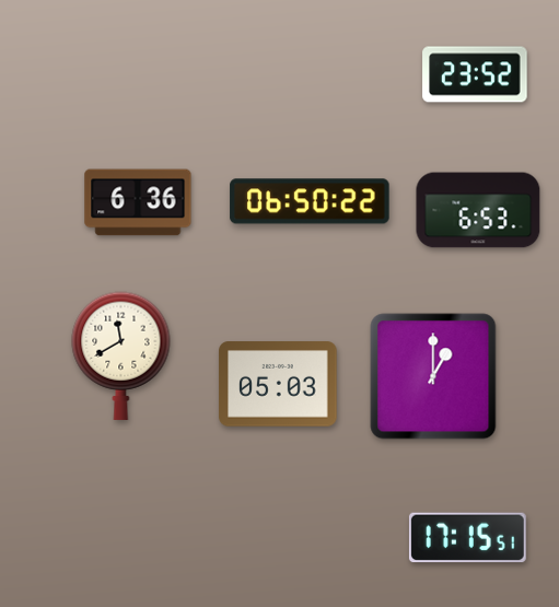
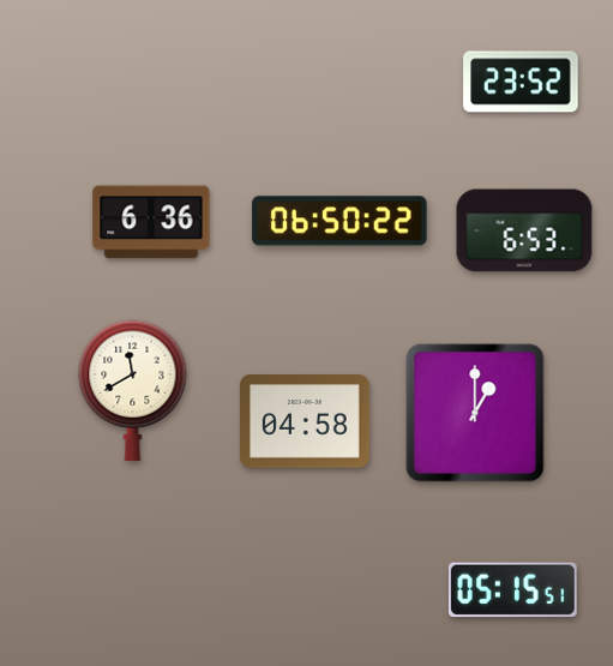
clock at (278, 384): 05:03 -> 04:58
clock at (467, 538): 17:15 -> 05:15
